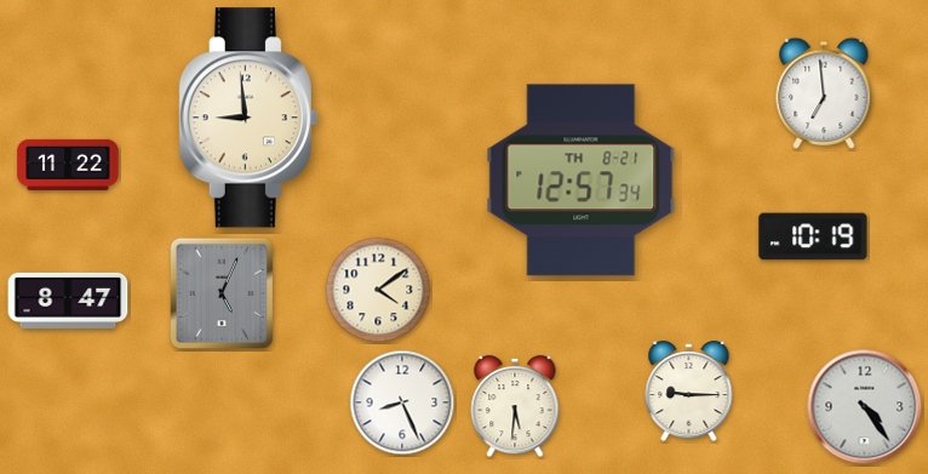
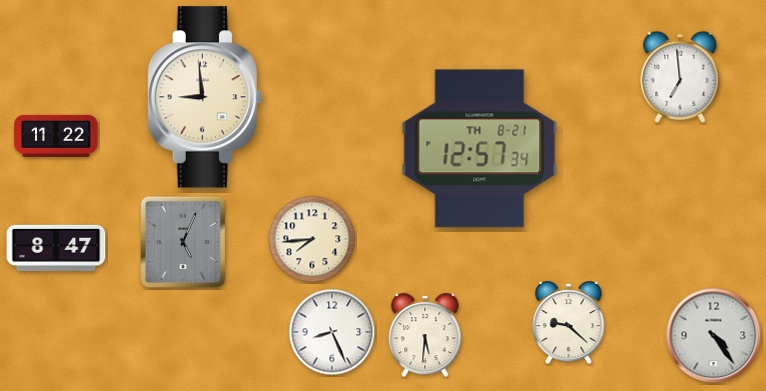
clock at (813, 236): 10:19 -> none
clock at (378, 290): 4:09 -> 7:44
clock at (689, 392): 9:15 -> 9:22
